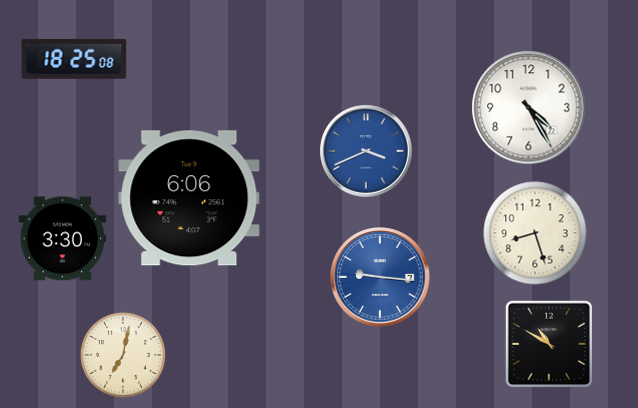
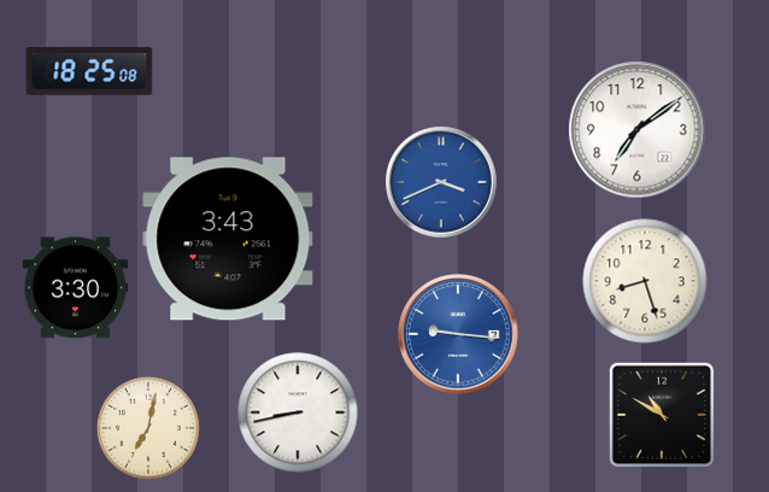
clock at (529, 108): 4:25 -> 7:09
clock at (189, 198): 6:06 -> 3:43
clock at (298, 412): none -> 8:43
